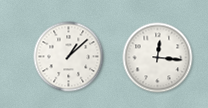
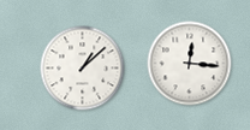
clock at (158, 58) position: (158, 58) -> (190, 64)
